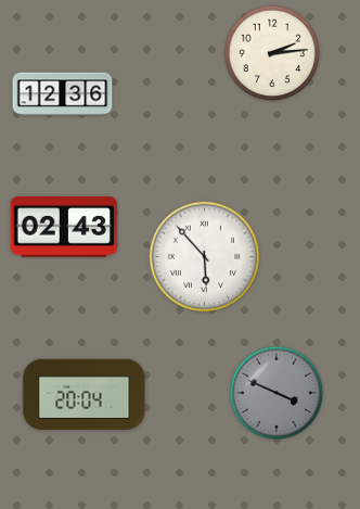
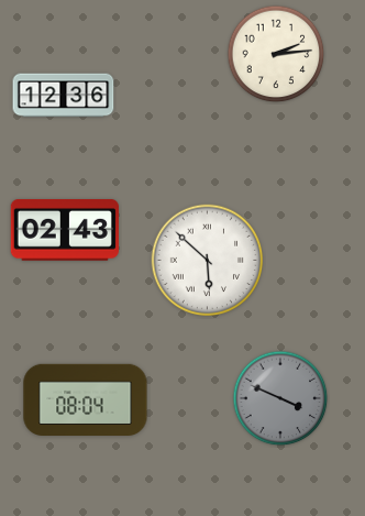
clock at (205, 257): 5:53 -> 5:52
clock at (85, 395): 20:04 -> 08:04
